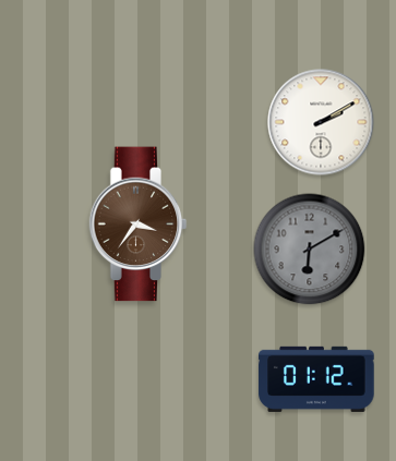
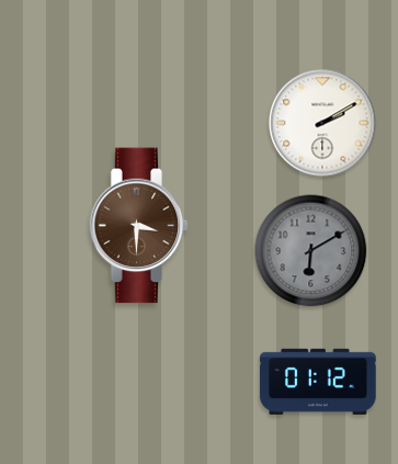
clock at (139, 225): 3:36 -> 3:30
